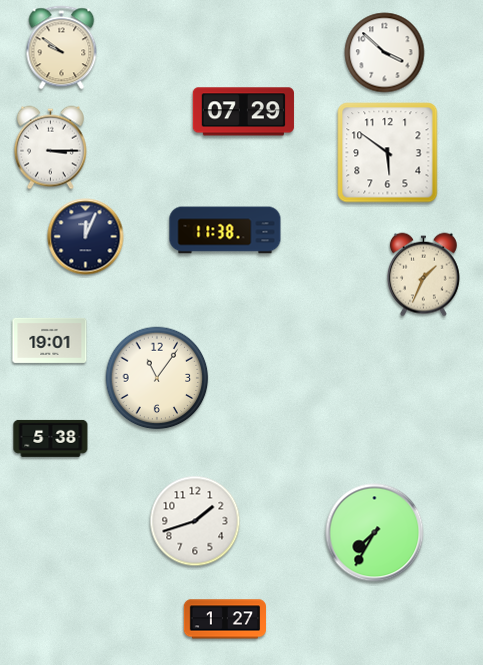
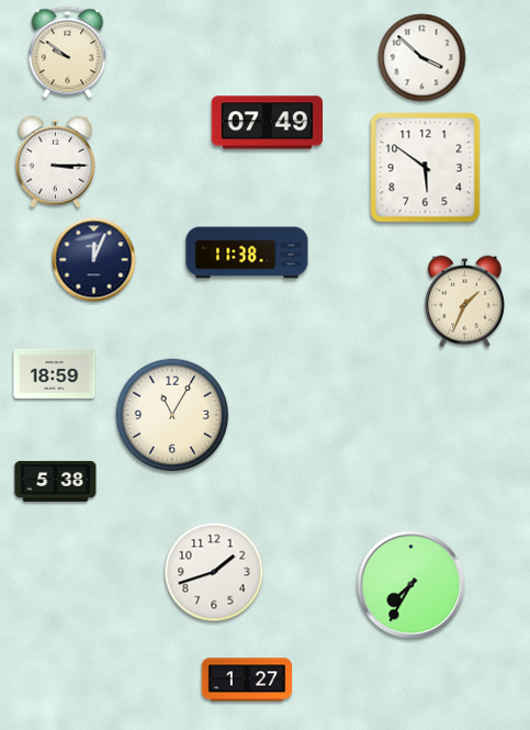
clock at (243, 112): 07:29 -> 07:49
clock at (50, 340): 19:01 -> 18:59
clock at (157, 378): 11:06 -> 11:05
